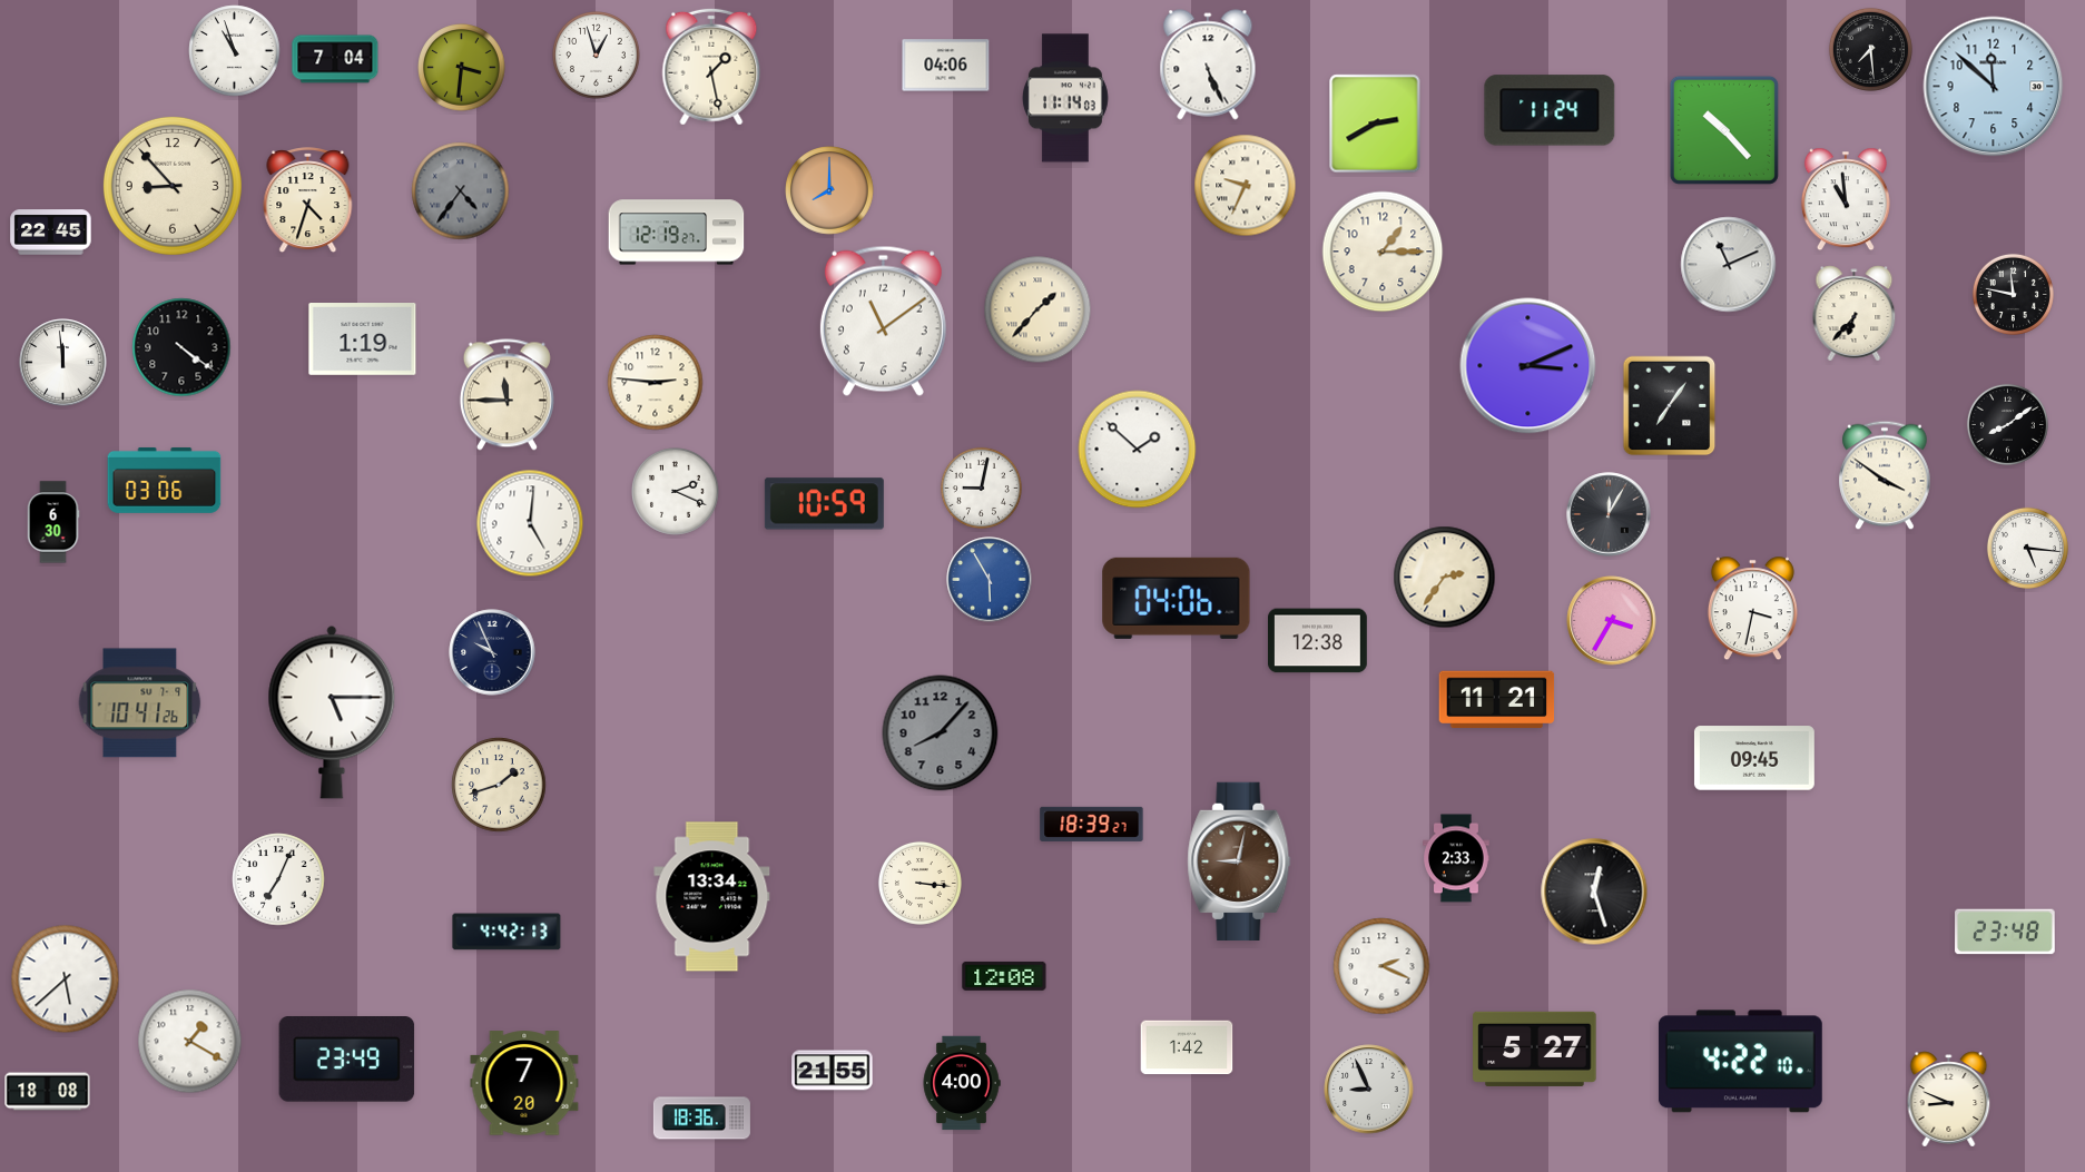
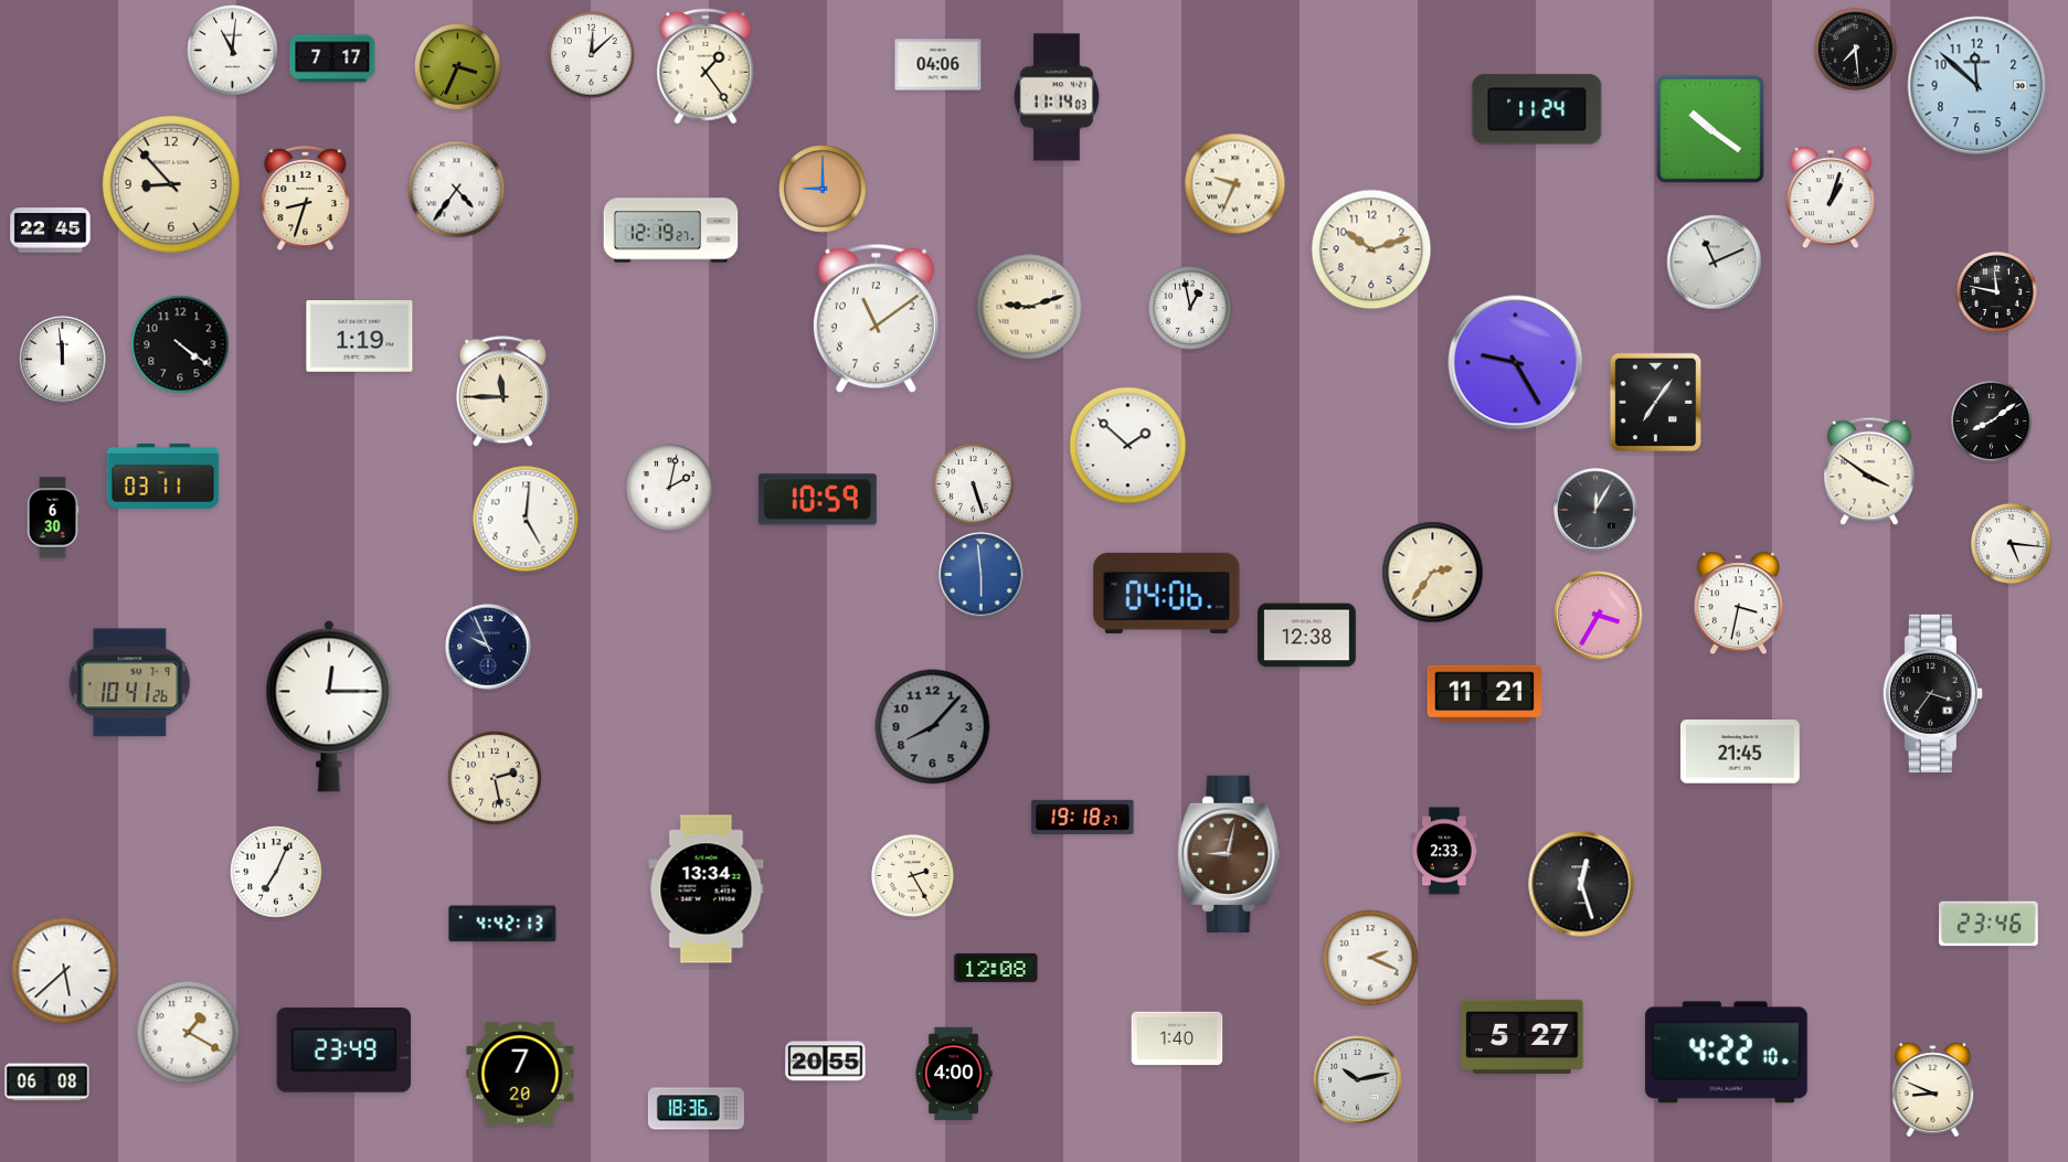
clock at (235, 51): 10:57 -> 11:01
clock at (597, 56): 12:57 -> 12:08
clock at (335, 59): 7:04 -> 7:17
clock at (1208, 65): 5:26 -> none
clock at (711, 67): 1:28 -> 1:24
clock at (462, 68): 3:31 -> 3:34
clock at (1375, 124): 2:40 -> none
clock at (1724, 130): 10:23 -> 10:21
clock at (829, 190): 8:00 -> 9:00
clock at (461, 191) dial: grey -> white
clock at (1846, 199): 10:59 -> 1:03
clock at (308, 200): 4:33 -> 8:33
clock at (1383, 252): 1:15 -> 10:12
clock at (1037, 309): 1:37 -> 9:12
clock at (1190, 308): none -> 12:58
clock at (1855, 314): 6:37 -> none
clock at (1528, 366): 3:11 -> 9:25
clock at (656, 383): 2:46 -> none
clock at (165, 481): 03:06 -> 03:11
clock at (981, 487): 9:02 -> 5:27
clock at (676, 492): 2:19 -> 2:02
clock at (990, 580): 5:55 -> 5:59
clock at (1932, 693): none -> 3:36
clock at (140, 703) position: (140, 703) -> (130, 683)
clock at (332, 712): 5:15 -> 12:15
clock at (1754, 758): 09:45 -> 21:45
clock at (499, 785): 1:42 -> 2:28
clock at (1092, 824): 18:39 -> 19:18
clock at (919, 883): 3:16 -> 2:25
clock at (2005, 932): 23:48 -> 23:46
clock at (1187, 1047): 1:42 -> 1:40
clock at (1535, 1048) position: (1535, 1048) -> (1523, 1036)
clock at (833, 1071): 21:55 -> 20:55
clock at (1369, 1090): 8:56 -> 10:13
clock at (48, 1092): 18:08 -> 06:08
